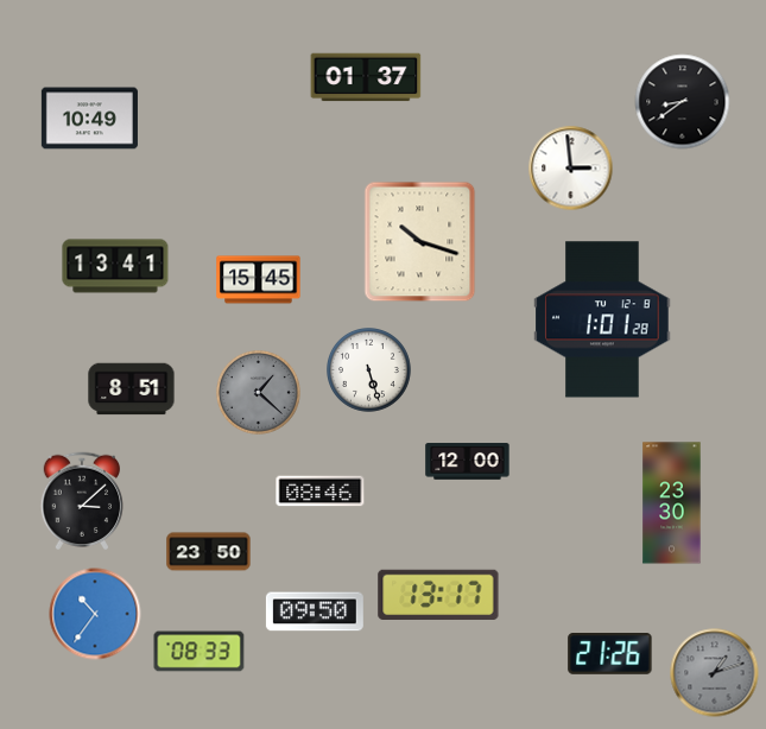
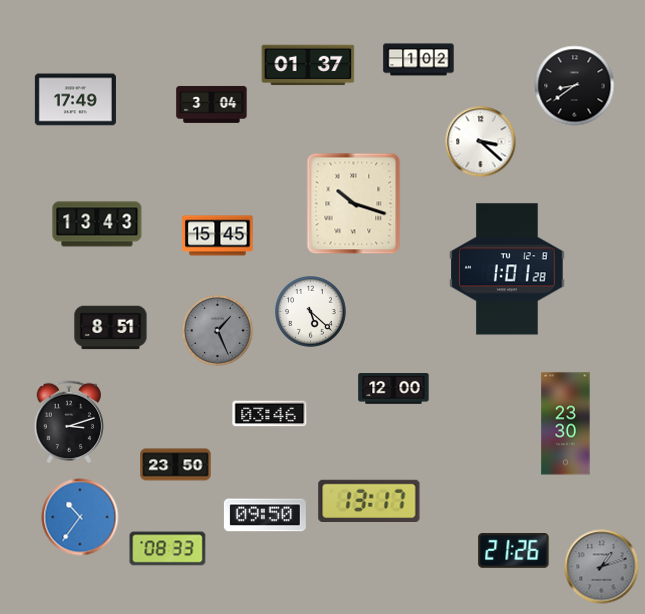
clock at (419, 60): none -> 1:02
clock at (89, 119): 10:49 -> 17:49
clock at (212, 104): none -> 3:04
clock at (571, 169): 2:59 -> 3:22
clock at (115, 266): 13:41 -> 13:43
clock at (369, 370): 5:27 -> 5:22
clock at (259, 393): 1:22 -> 1:26
clock at (321, 492): 08:46 -> 03:46
clock at (82, 500): 3:08 -> 3:12
